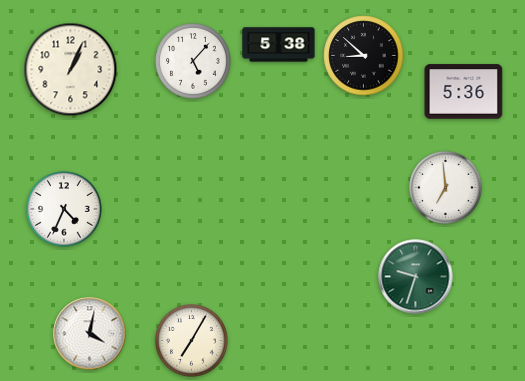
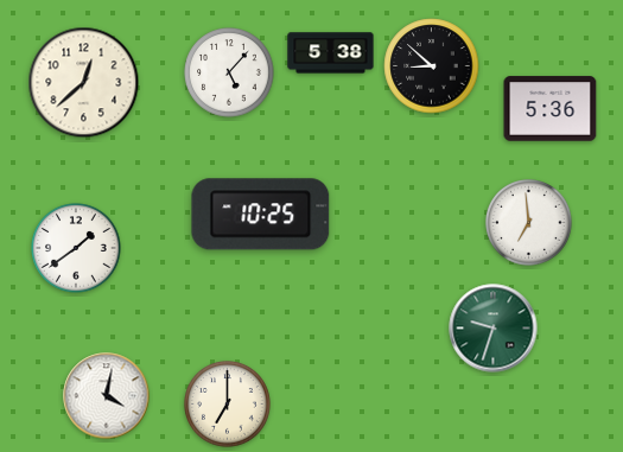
clock at (71, 70): 1:04 -> 12:38
clock at (261, 215): none -> 10:25
clock at (64, 209): 4:34 -> 1:39
clock at (192, 341): 7:05 -> 7:00
